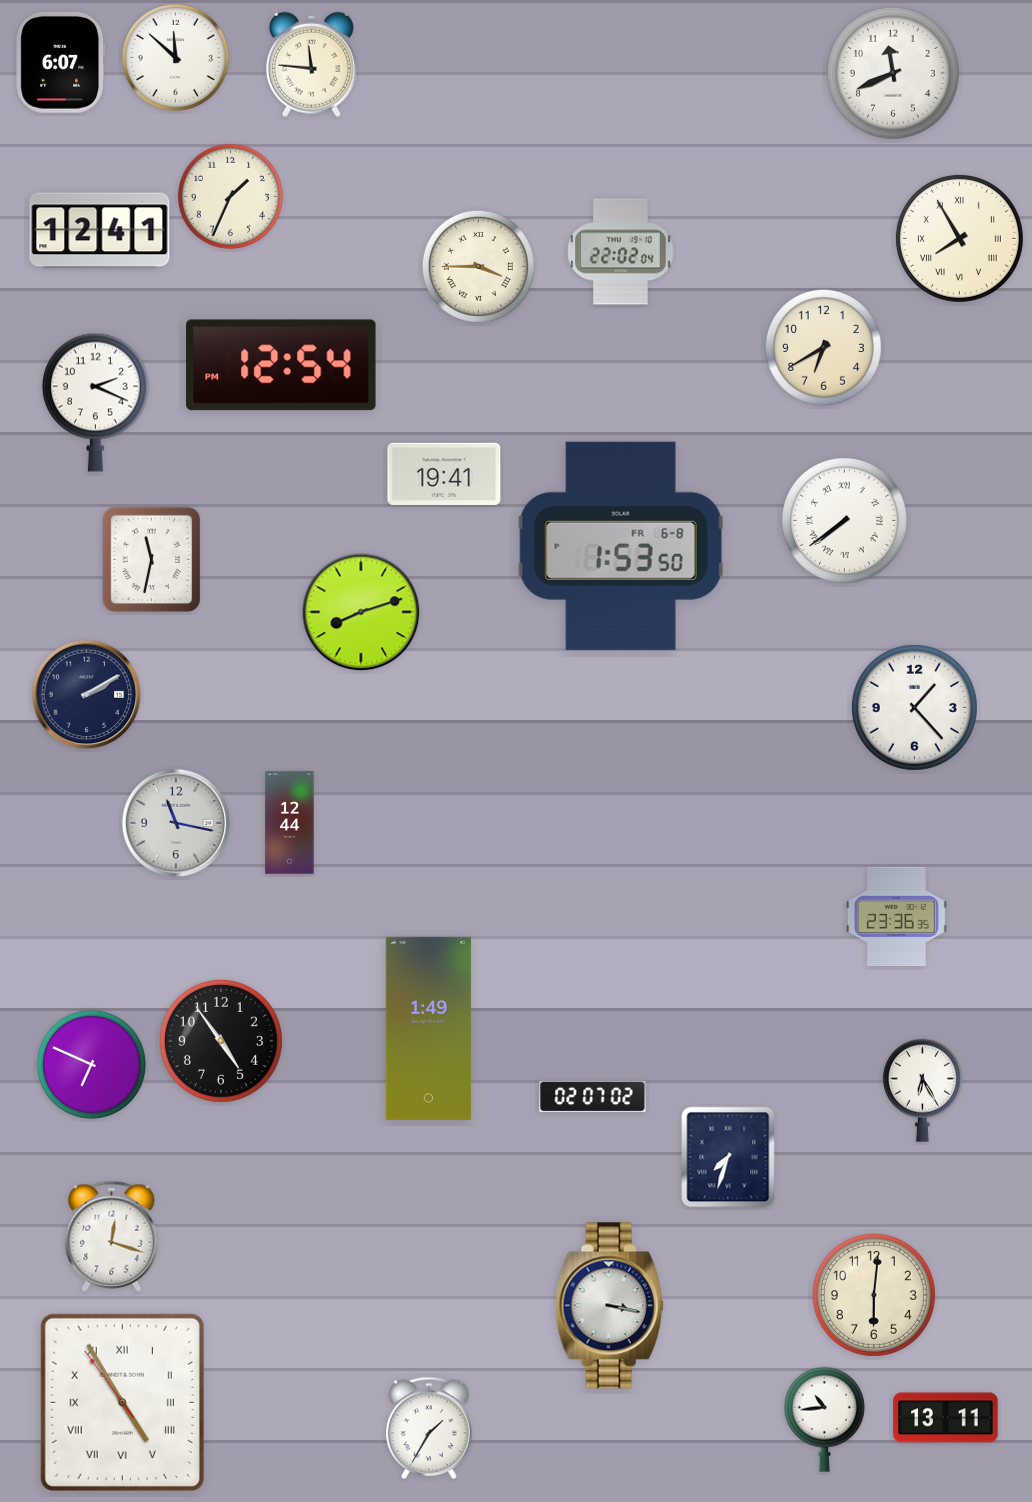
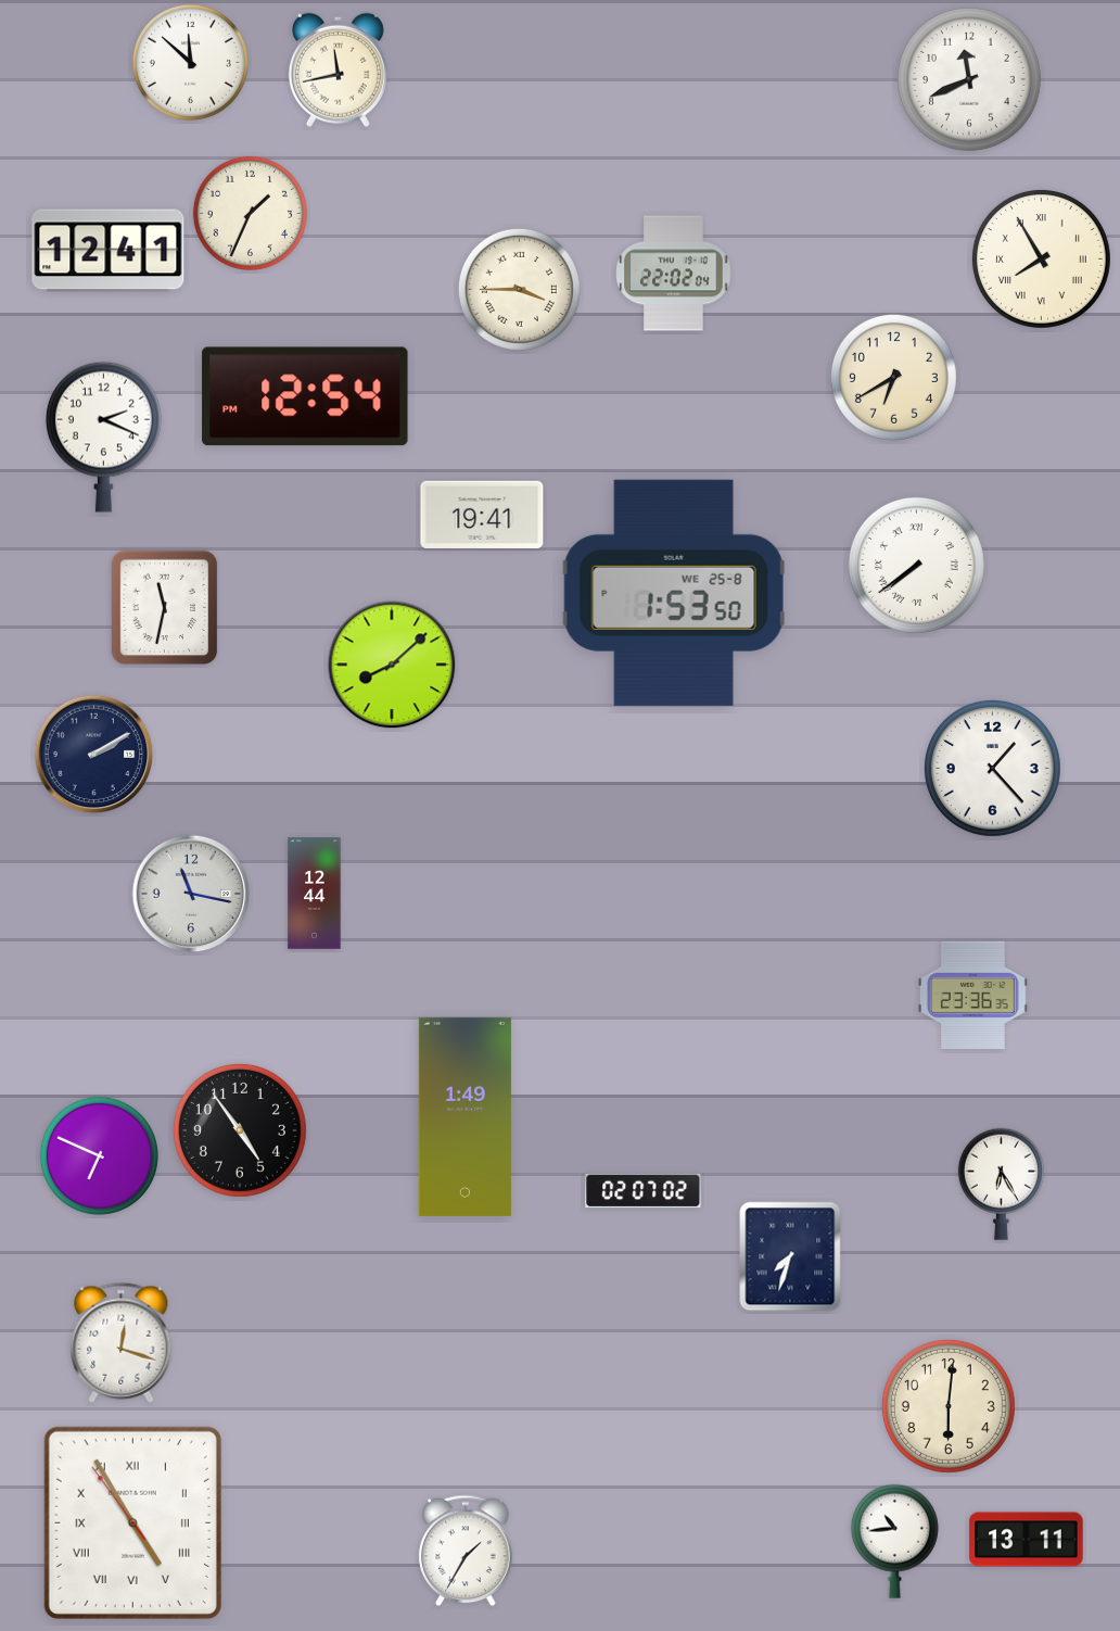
clock at (61, 62): 6:07 -> none
clock at (311, 64): 11:46 -> 11:43
clock at (621, 546) date: FR 6-8 -> WE 25-8
clock at (361, 612): 8:12 -> 8:08
clock at (609, 1306): 3:17 -> none
